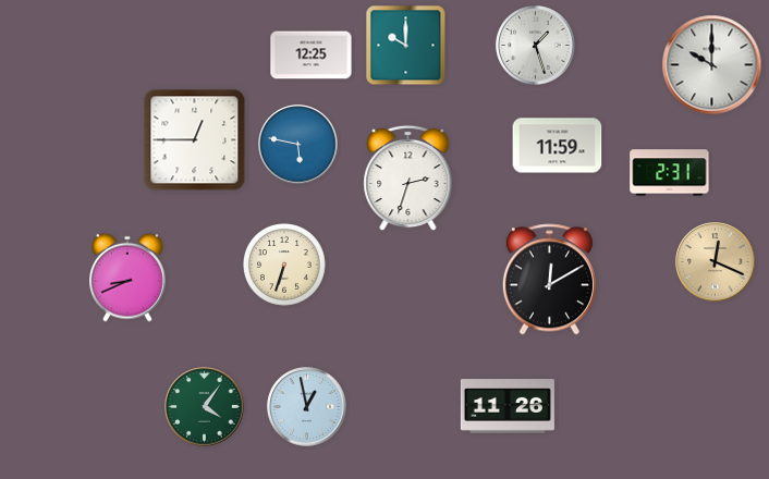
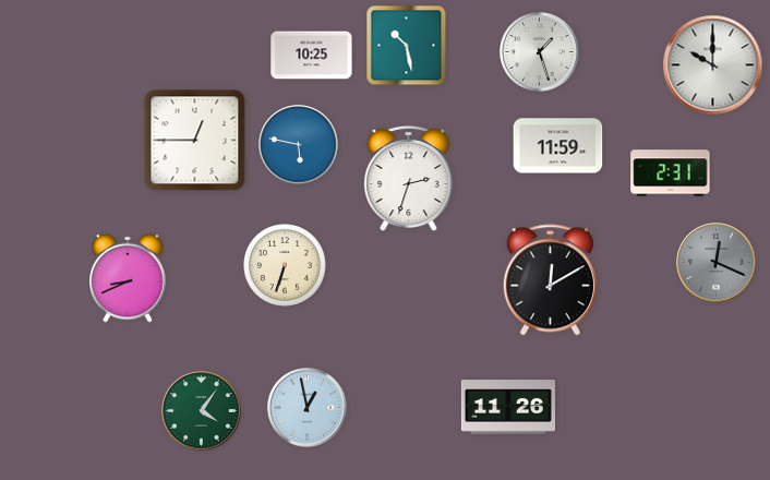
clock at (406, 46): 10:00 -> 10:28
clock at (536, 46) position: (536, 46) -> (540, 52)
clock at (312, 56): 12:25 -> 10:25
clock at (716, 262) dial: champagne -> grey
clock at (205, 407) position: (205, 407) -> (202, 411)
